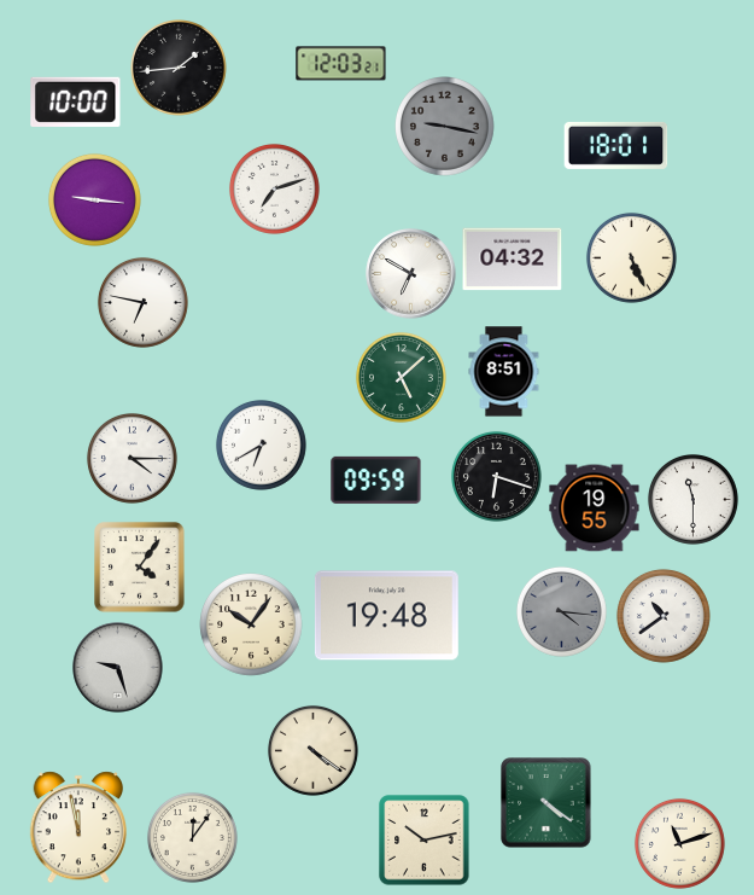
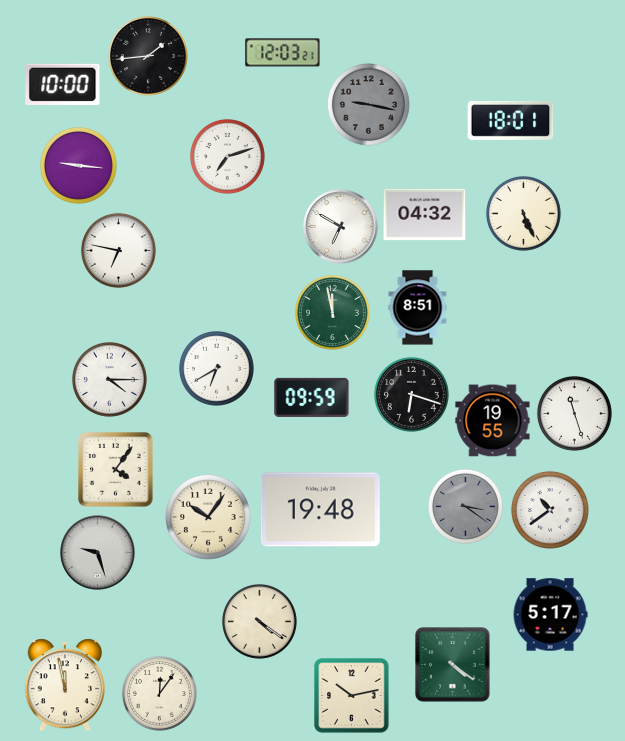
clock at (401, 377): 5:08 -> 11:58
clock at (692, 499): 11:30 -> 11:27
clock at (561, 611): 4:16 -> 3:21
clock at (550, 615): none -> 5:17
clock at (679, 843): 11:12 -> none
